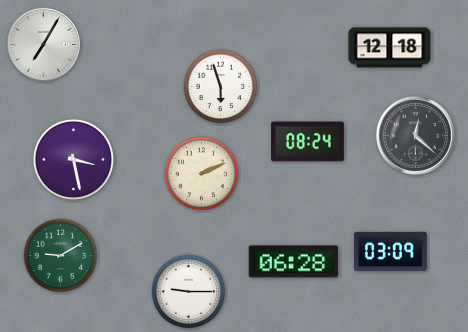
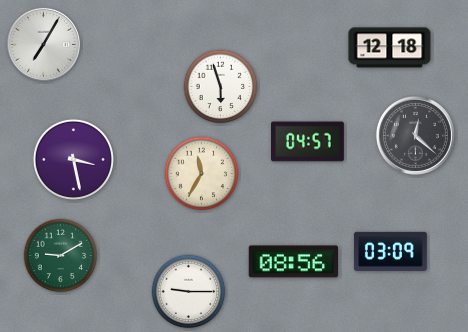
clock at (308, 142): 08:24 -> 04:57
clock at (202, 174): 2:11 -> 11:35
clock at (293, 262): 06:28 -> 08:56
